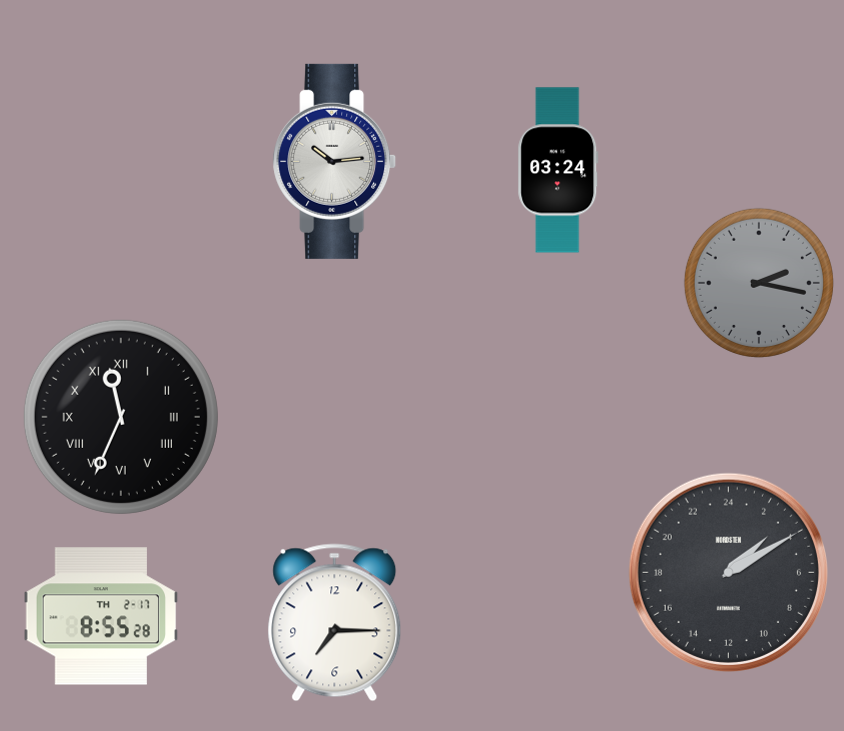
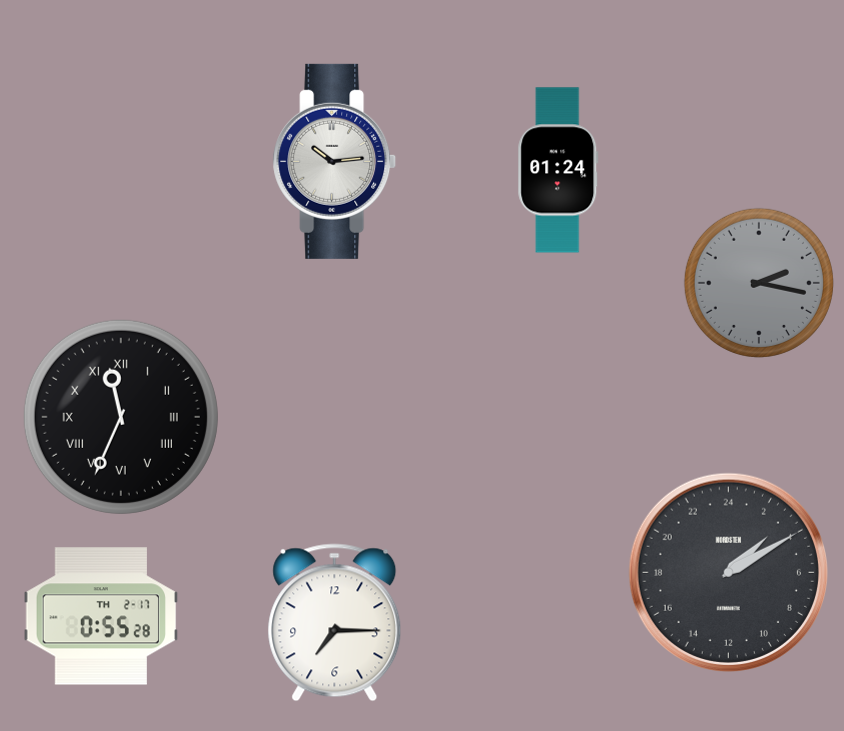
clock at (558, 170): 03:24 -> 01:24
clock at (101, 616): 8:55 -> 0:55
